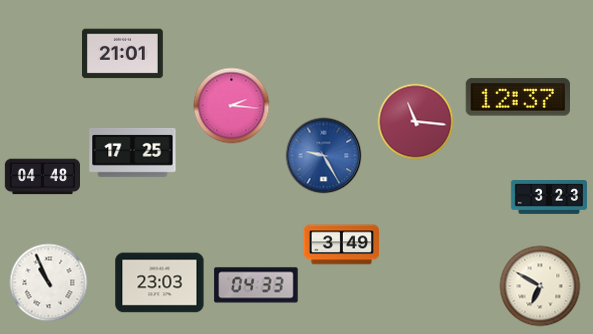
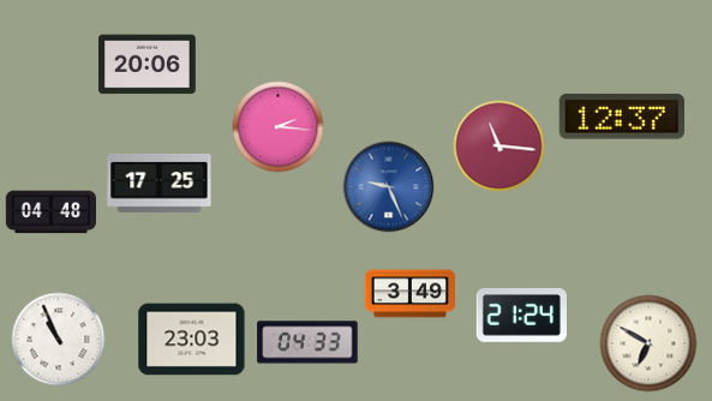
clock at (123, 54): 21:01 -> 20:06
clock at (324, 156): 9:25 -> 9:26
clock at (548, 198): 3:23 -> none
clock at (521, 315): none -> 21:24
